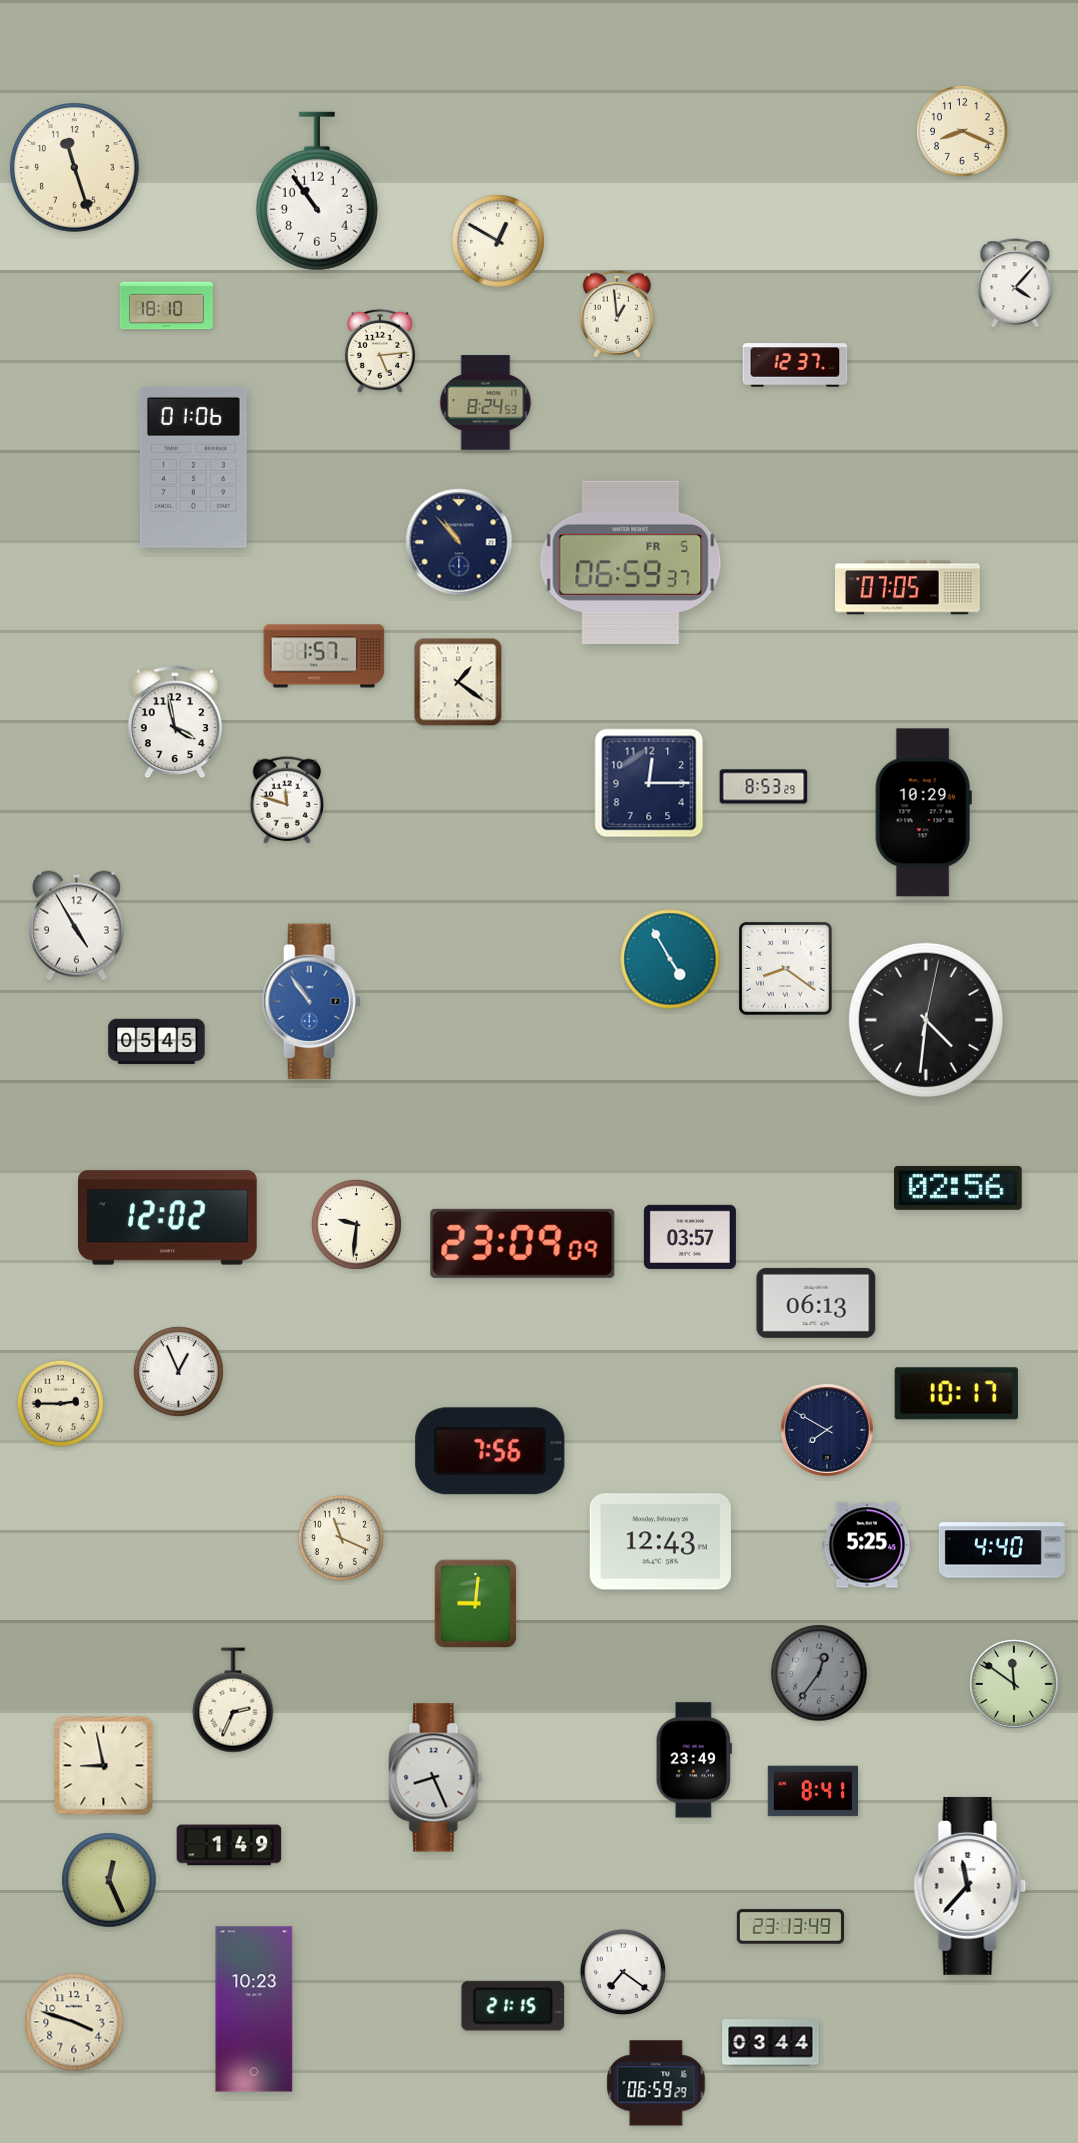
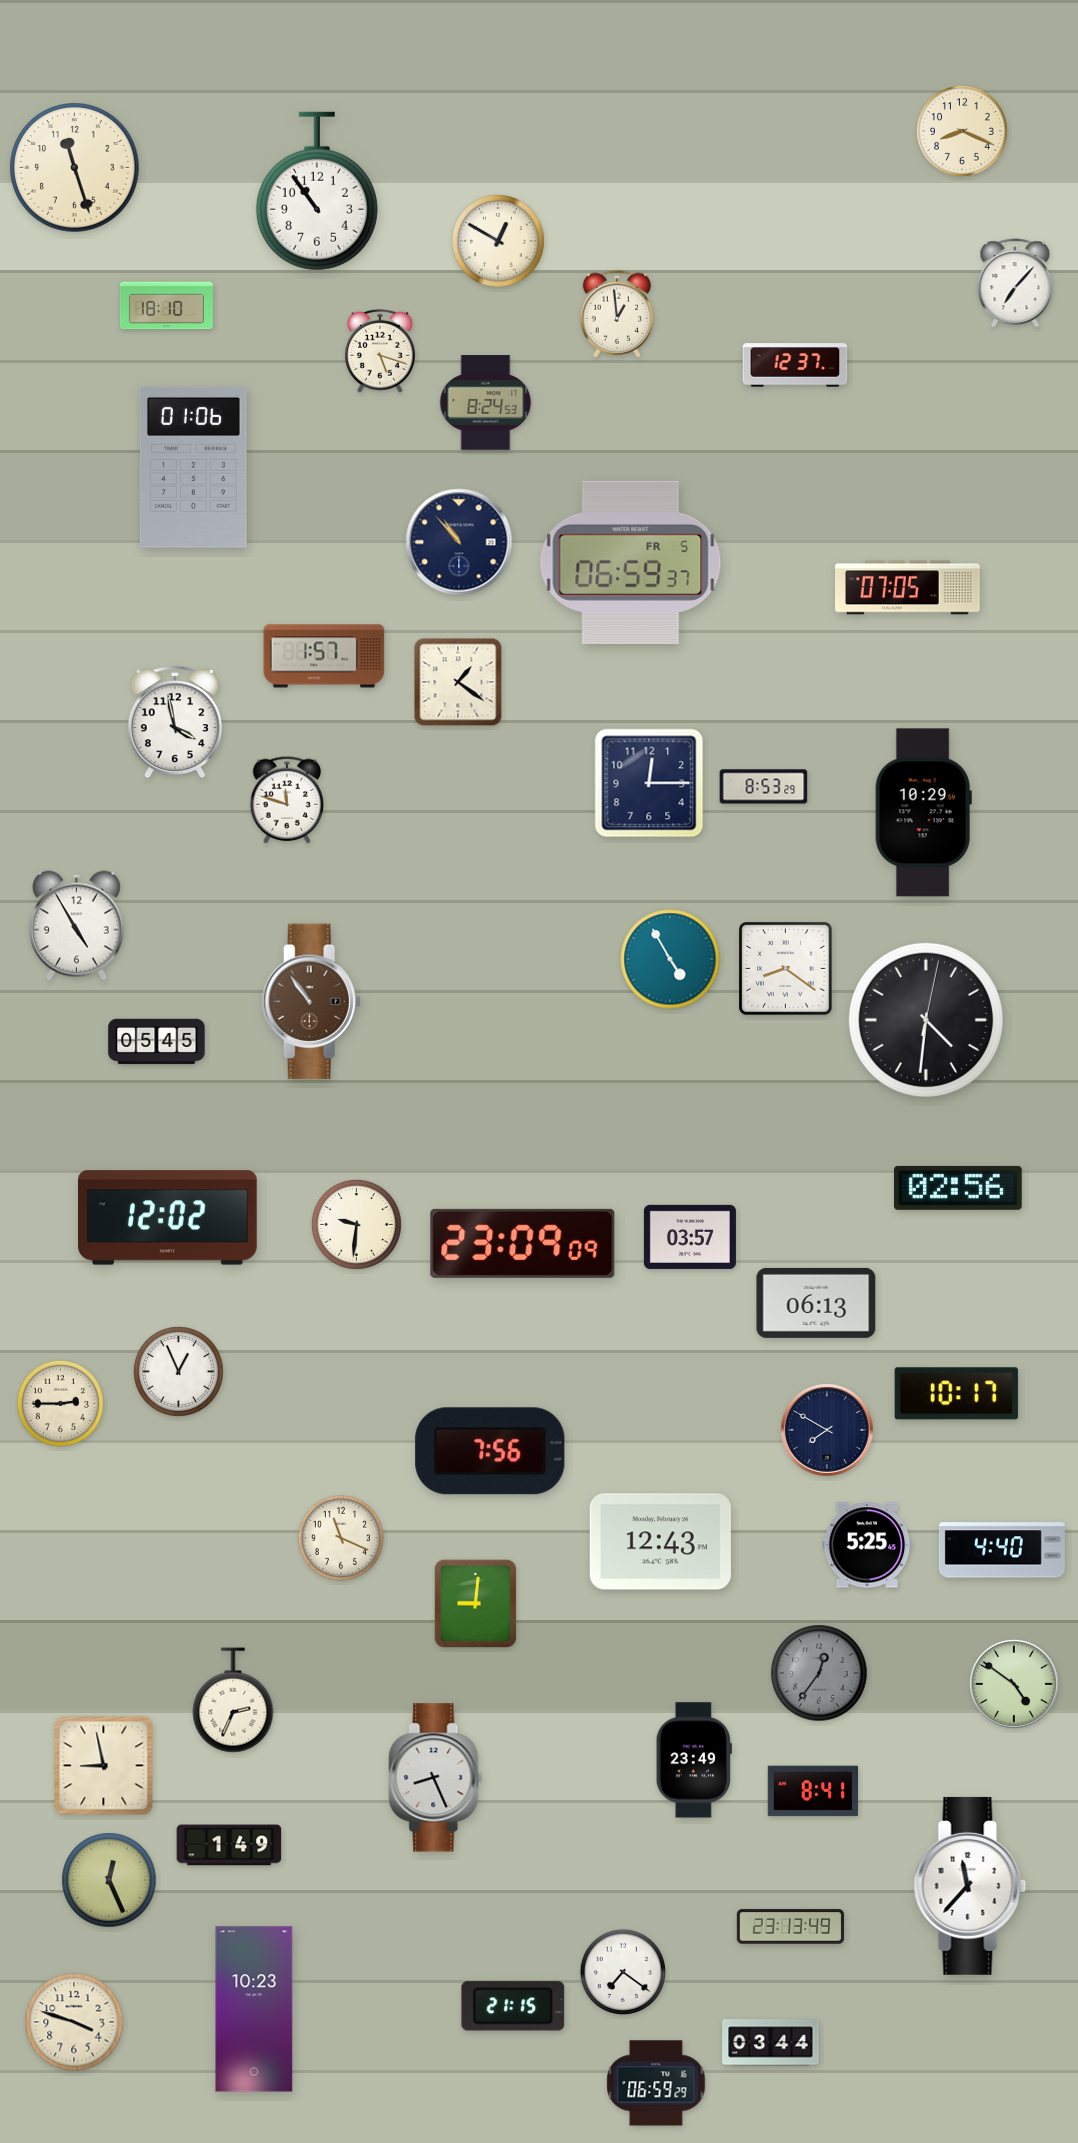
clock at (1015, 284): 4:07 -> 7:07
clock at (380, 351): 5:14 -> 5:18
clock at (311, 1002) dial: blue -> brown
clock at (1014, 1684): 11:51 -> 4:51
